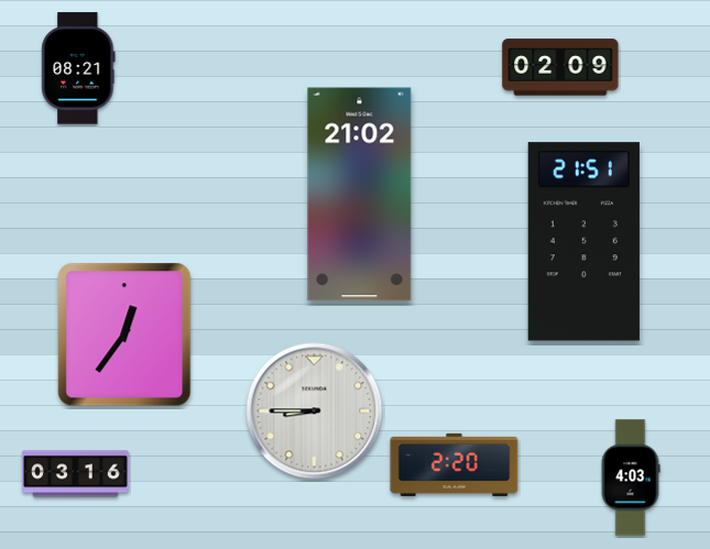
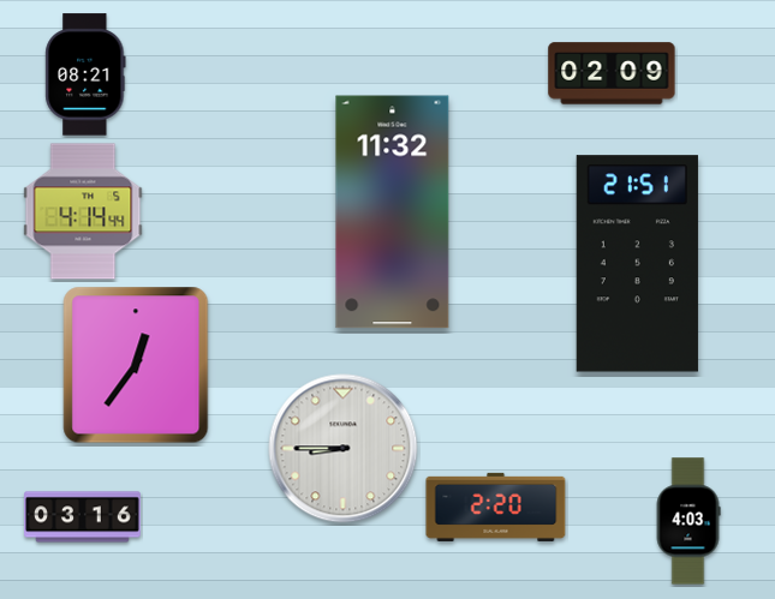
clock at (83, 211): none -> 4:14
clock at (360, 195): 21:02 -> 11:32
